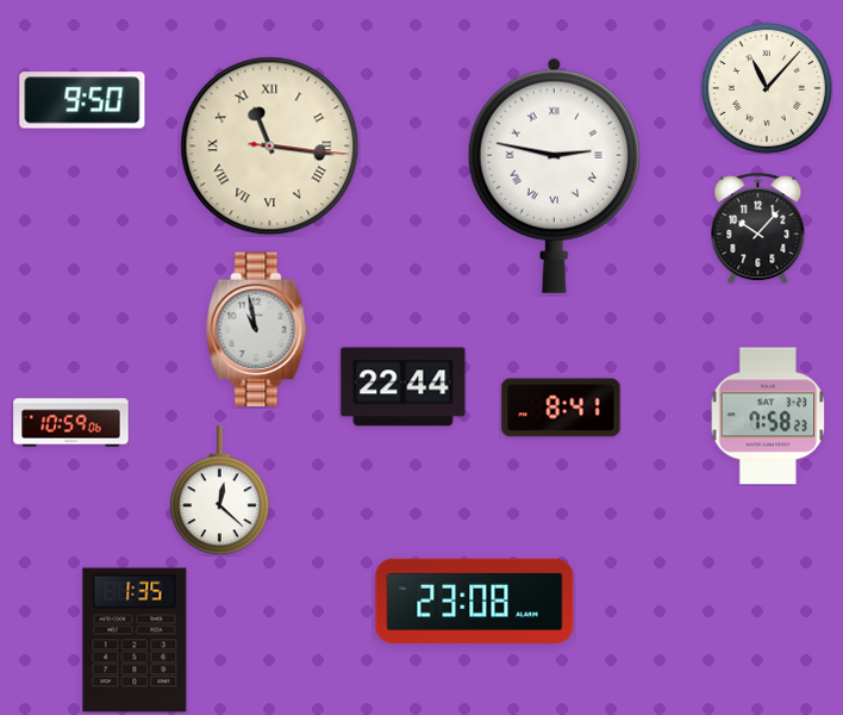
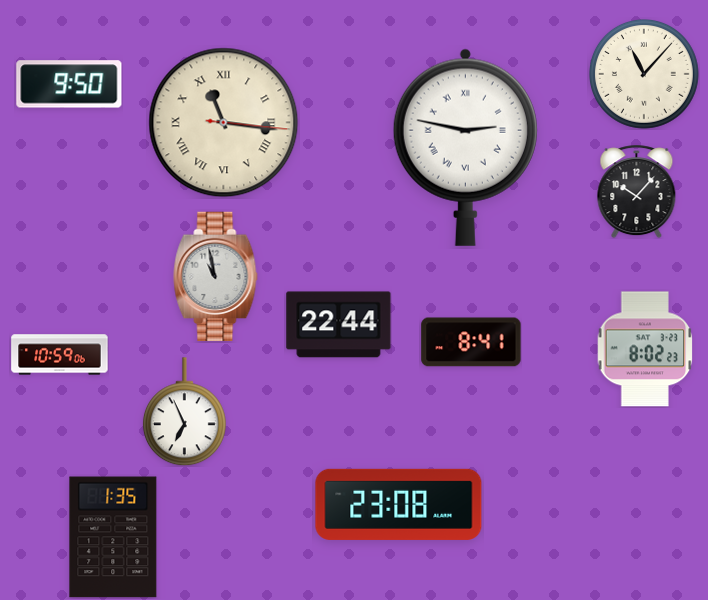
clock at (270, 147) position: (270, 147) -> (224, 123)
clock at (768, 416): 7:58 -> 8:02
clock at (219, 491): 12:22 -> 6:56
